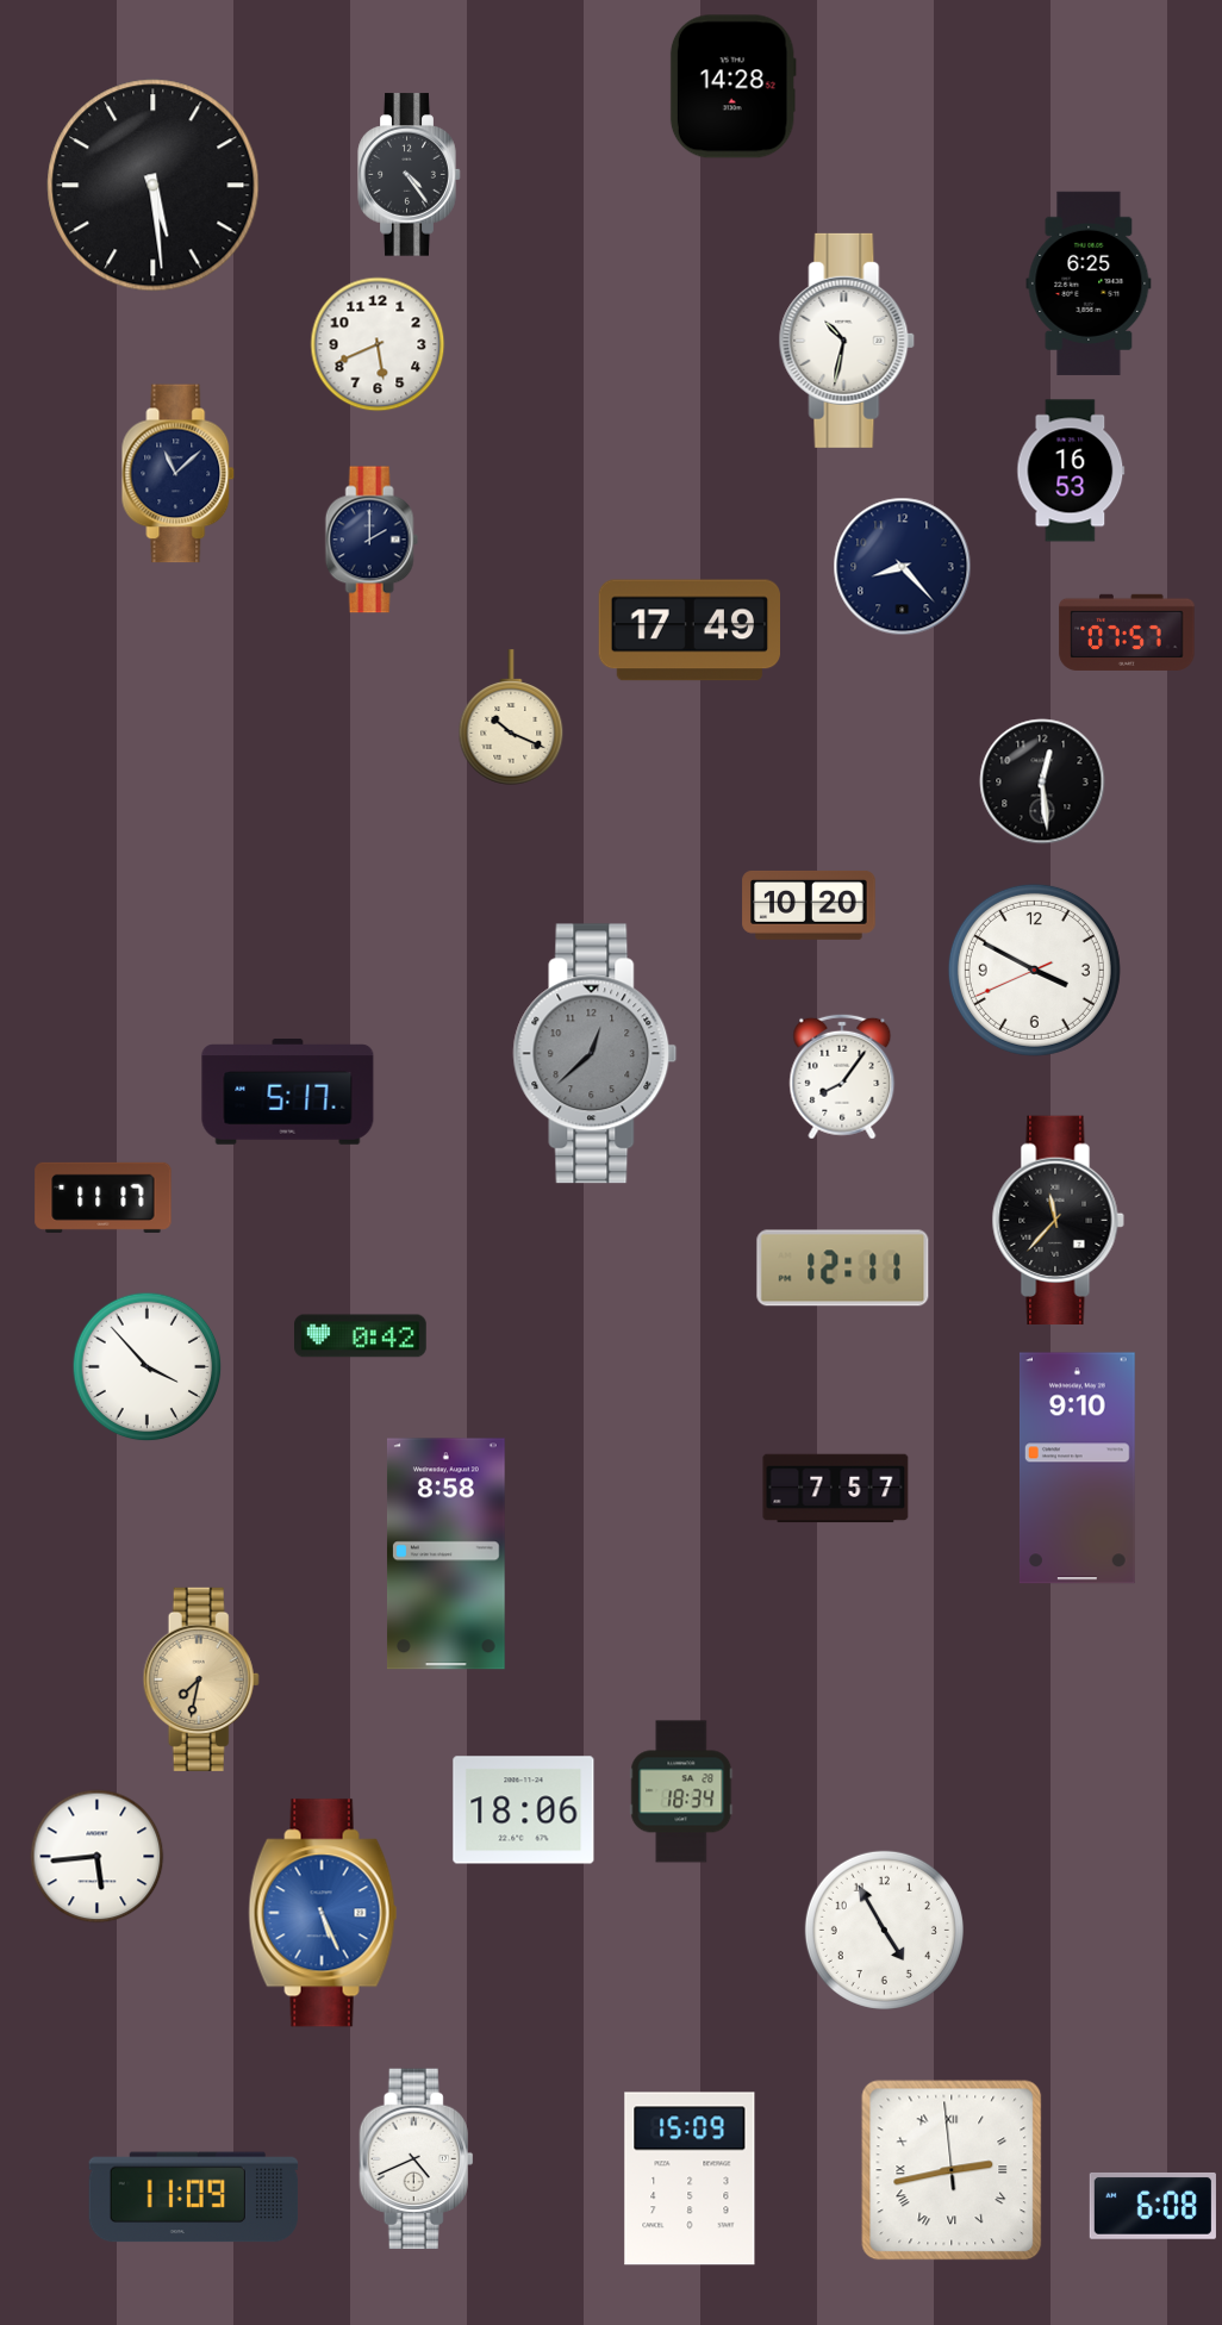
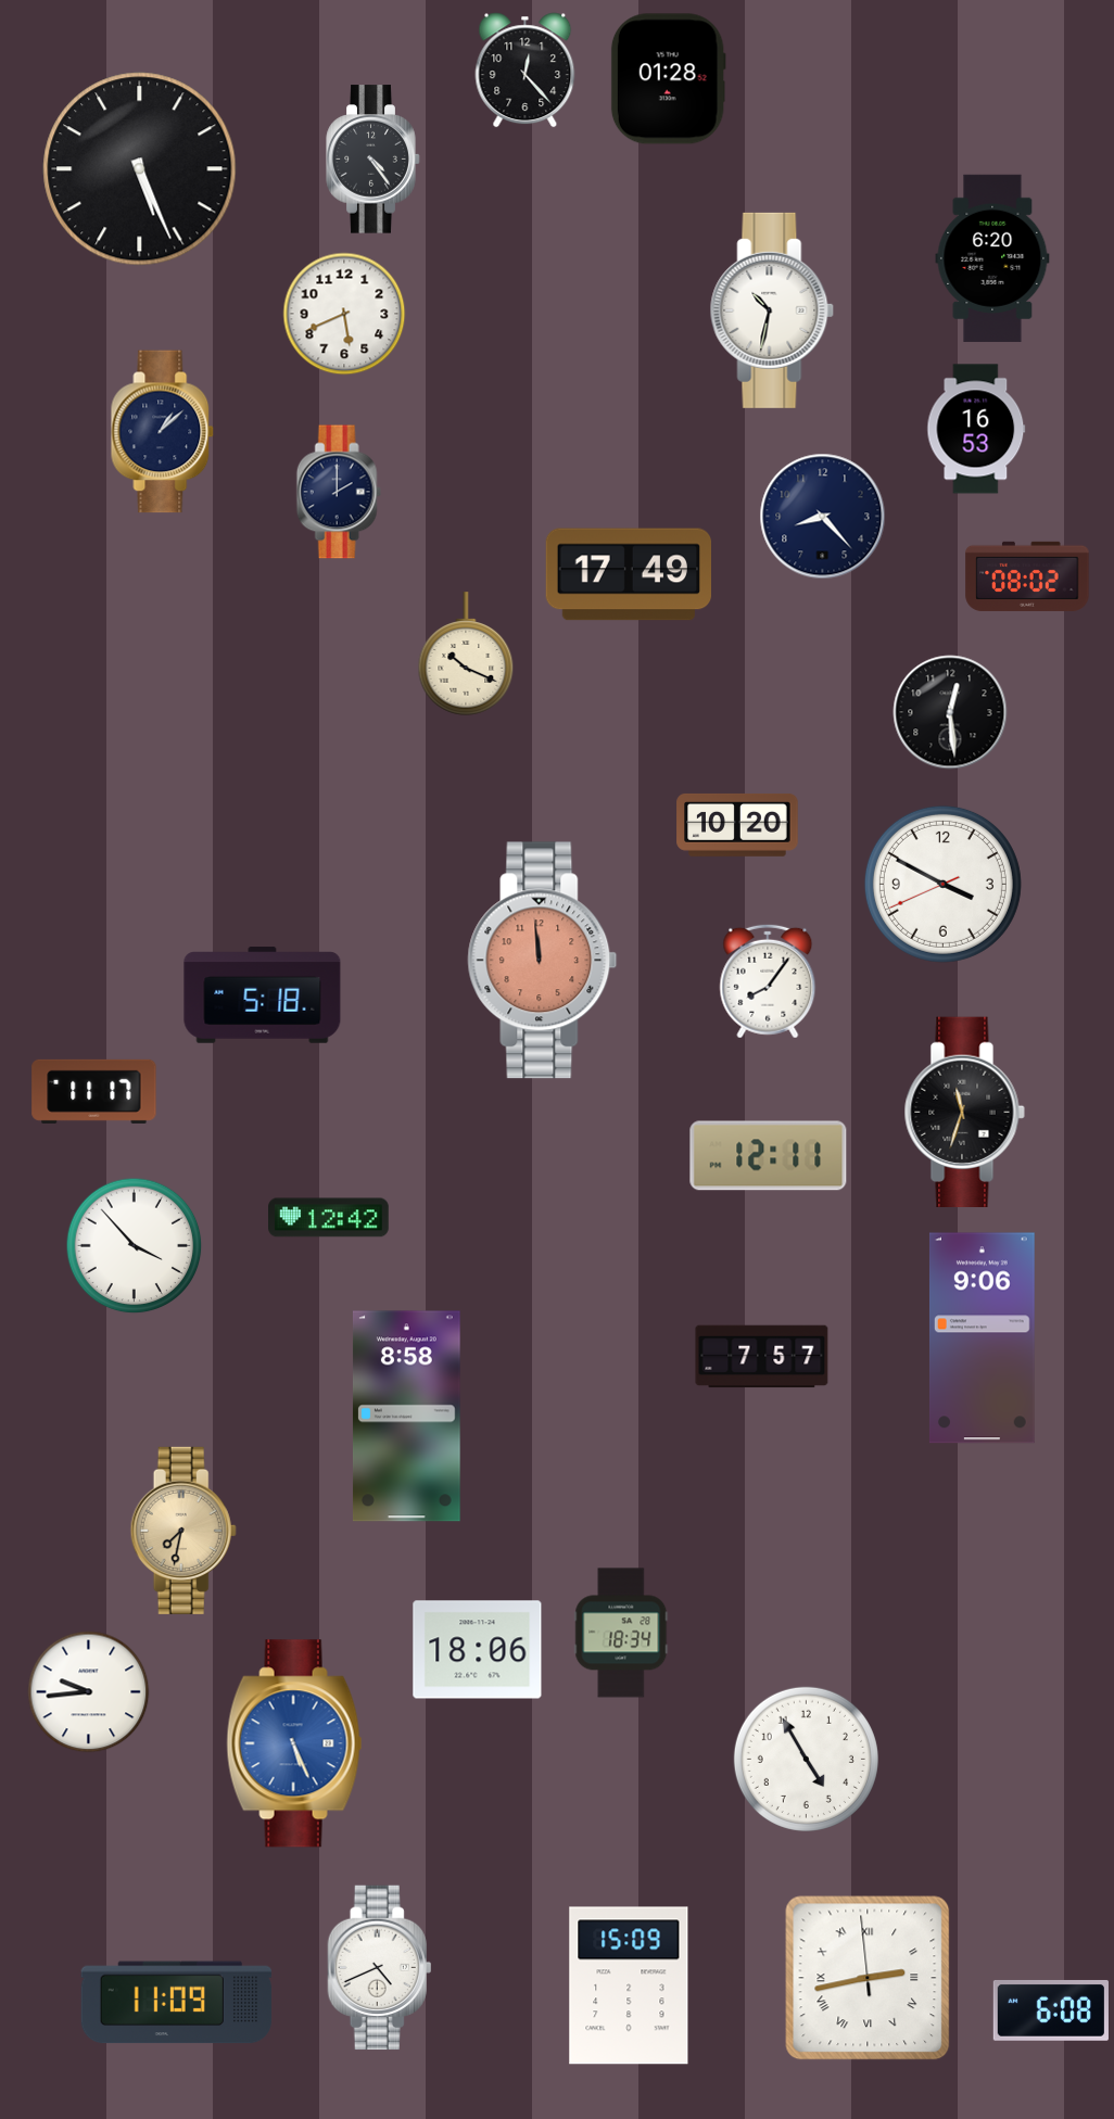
clock at (526, 71): none -> 12:23
clock at (732, 87): 14:28 -> 01:28
clock at (154, 186): 5:29 -> 5:26
clock at (1089, 283): 6:25 -> 6:20
clock at (179, 474): 11:08 -> 1:08
clock at (1127, 632): 07:57 -> 08:02
clock at (596, 1054): 12:38 -> 11:59
clock at (596, 1054) dial: grey -> salmon
clock at (288, 1092): 5:17 -> 5:18
clock at (1058, 1221): 11:37 -> 11:33
clock at (361, 1336): 0:42 -> 12:42
clock at (1077, 1469): 9:10 -> 9:06
clock at (98, 1857): 5:44 -> 9:44
